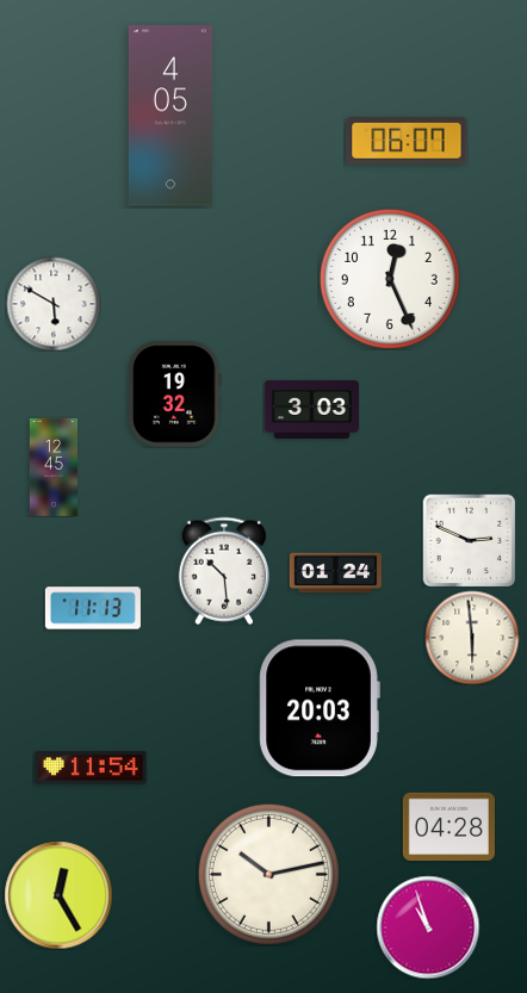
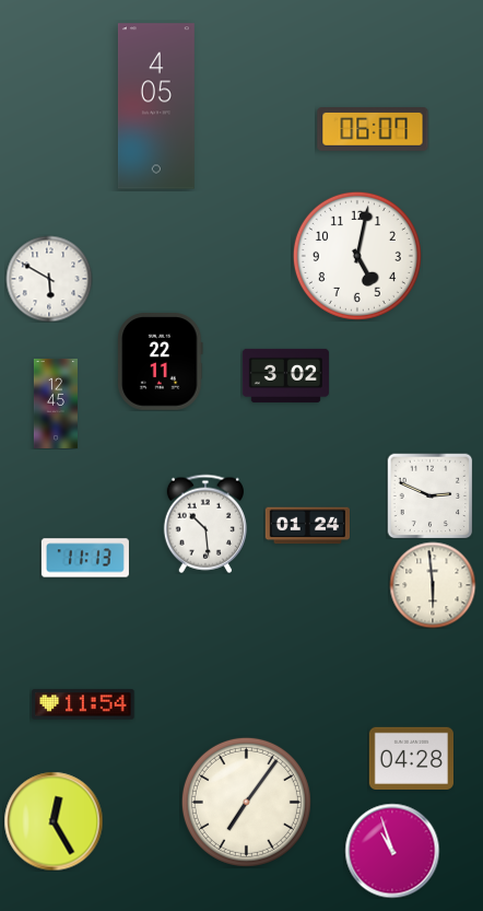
clock at (390, 279): 12:26 -> 5:02
clock at (175, 395): 19:32 -> 22:11
clock at (311, 409): 3:03 -> 3:02
clock at (54, 467) position: (54, 467) -> (56, 404)
clock at (320, 708): 20:03 -> none
clock at (268, 874): 10:13 -> 7:06
